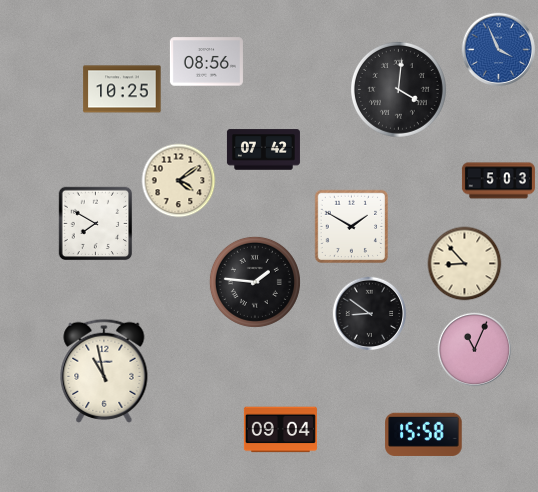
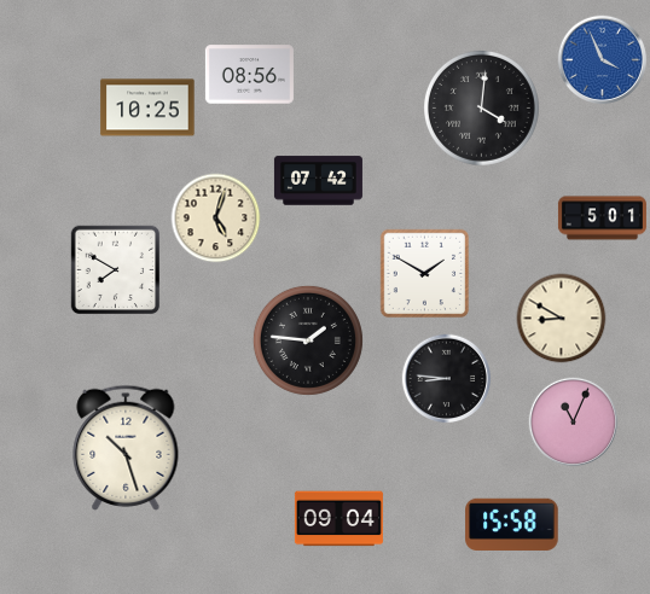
clock at (179, 181): 4:09 -> 5:03
clock at (498, 181): 5:03 -> 5:01
clock at (465, 264): 8:53 -> 8:50
clock at (370, 314): 8:51 -> 8:46
clock at (104, 371): 10:58 -> 10:27
